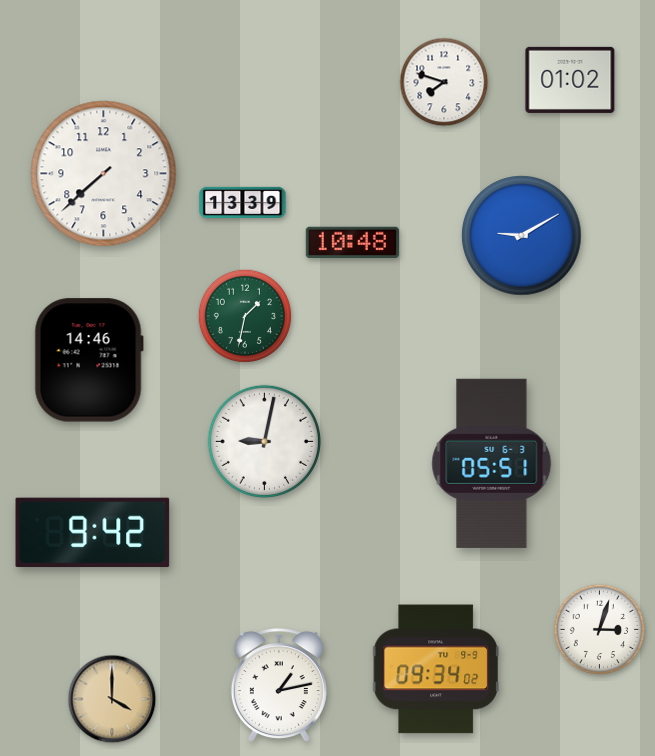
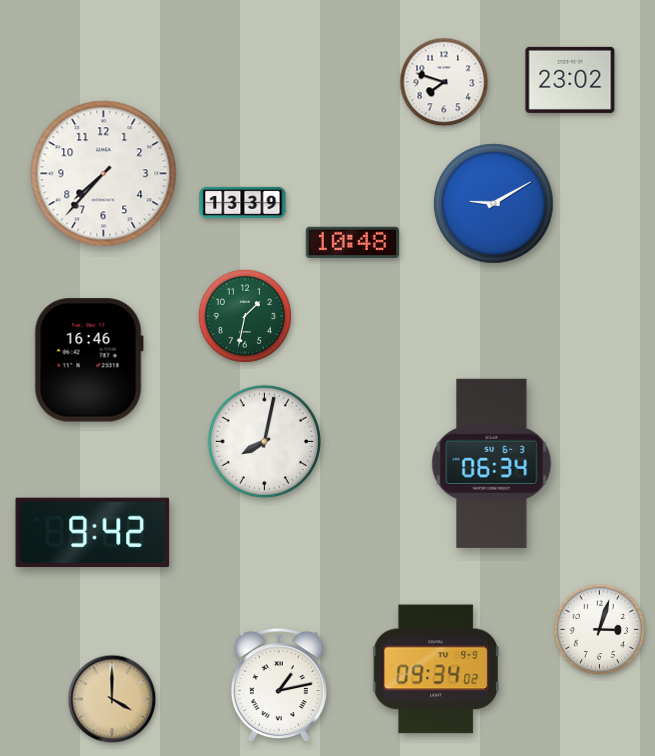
clock at (570, 80): 01:02 -> 23:02
clock at (104, 174): 7:38 -> 7:37
clock at (522, 236) position: (522, 236) -> (494, 204)
clock at (89, 360): 14:46 -> 16:46
clock at (264, 441): 9:02 -> 8:02
clock at (492, 463): 05:51 -> 06:34
